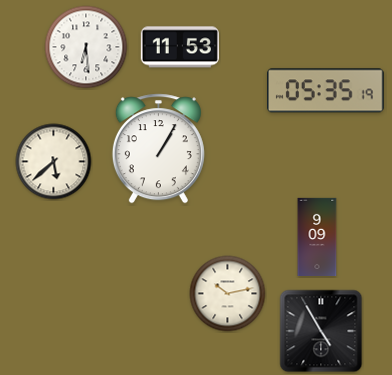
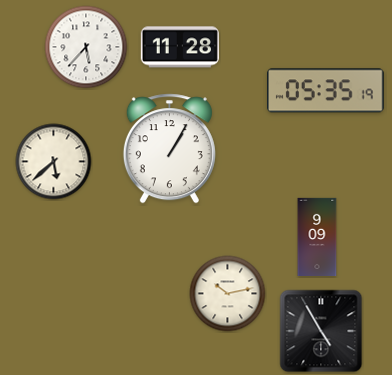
clock at (86, 47): 6:29 -> 5:37
clock at (180, 47): 11:53 -> 11:28
clock at (158, 149) position: (158, 149) -> (169, 149)
